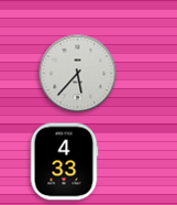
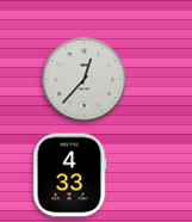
clock at (78, 74): 5:37 -> 12:37
